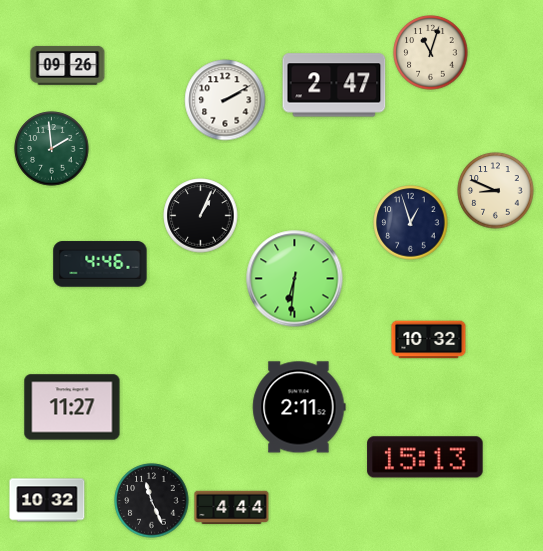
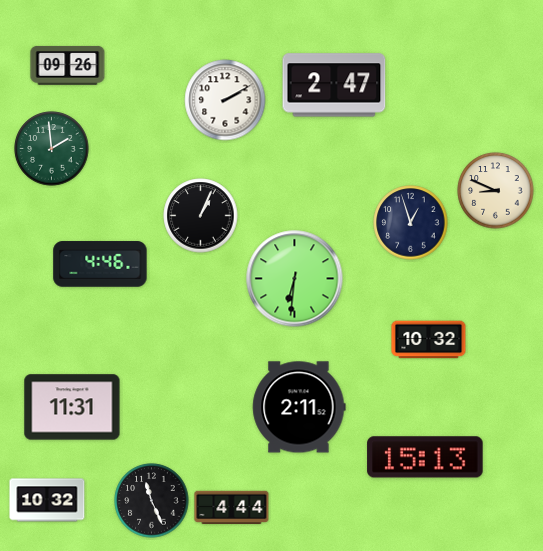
clock at (431, 53): 11:03 -> none
clock at (72, 407): 11:27 -> 11:31
